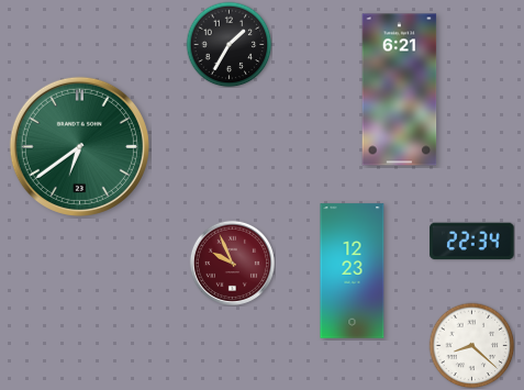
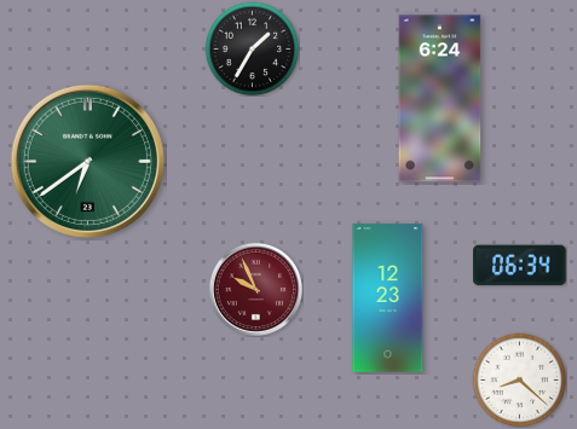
clock at (400, 90): 6:21 -> 6:24
clock at (472, 242): 22:34 -> 06:34
